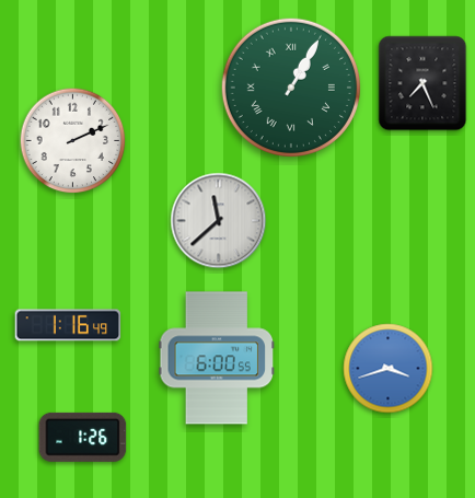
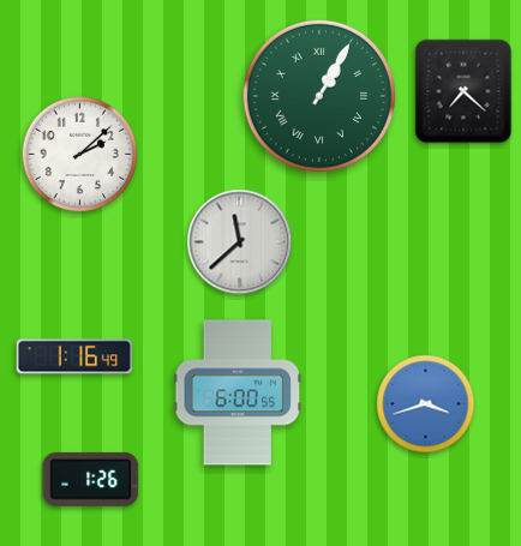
clock at (422, 83): 7:26 -> 7:22
clock at (73, 141): 2:11 -> 2:08
